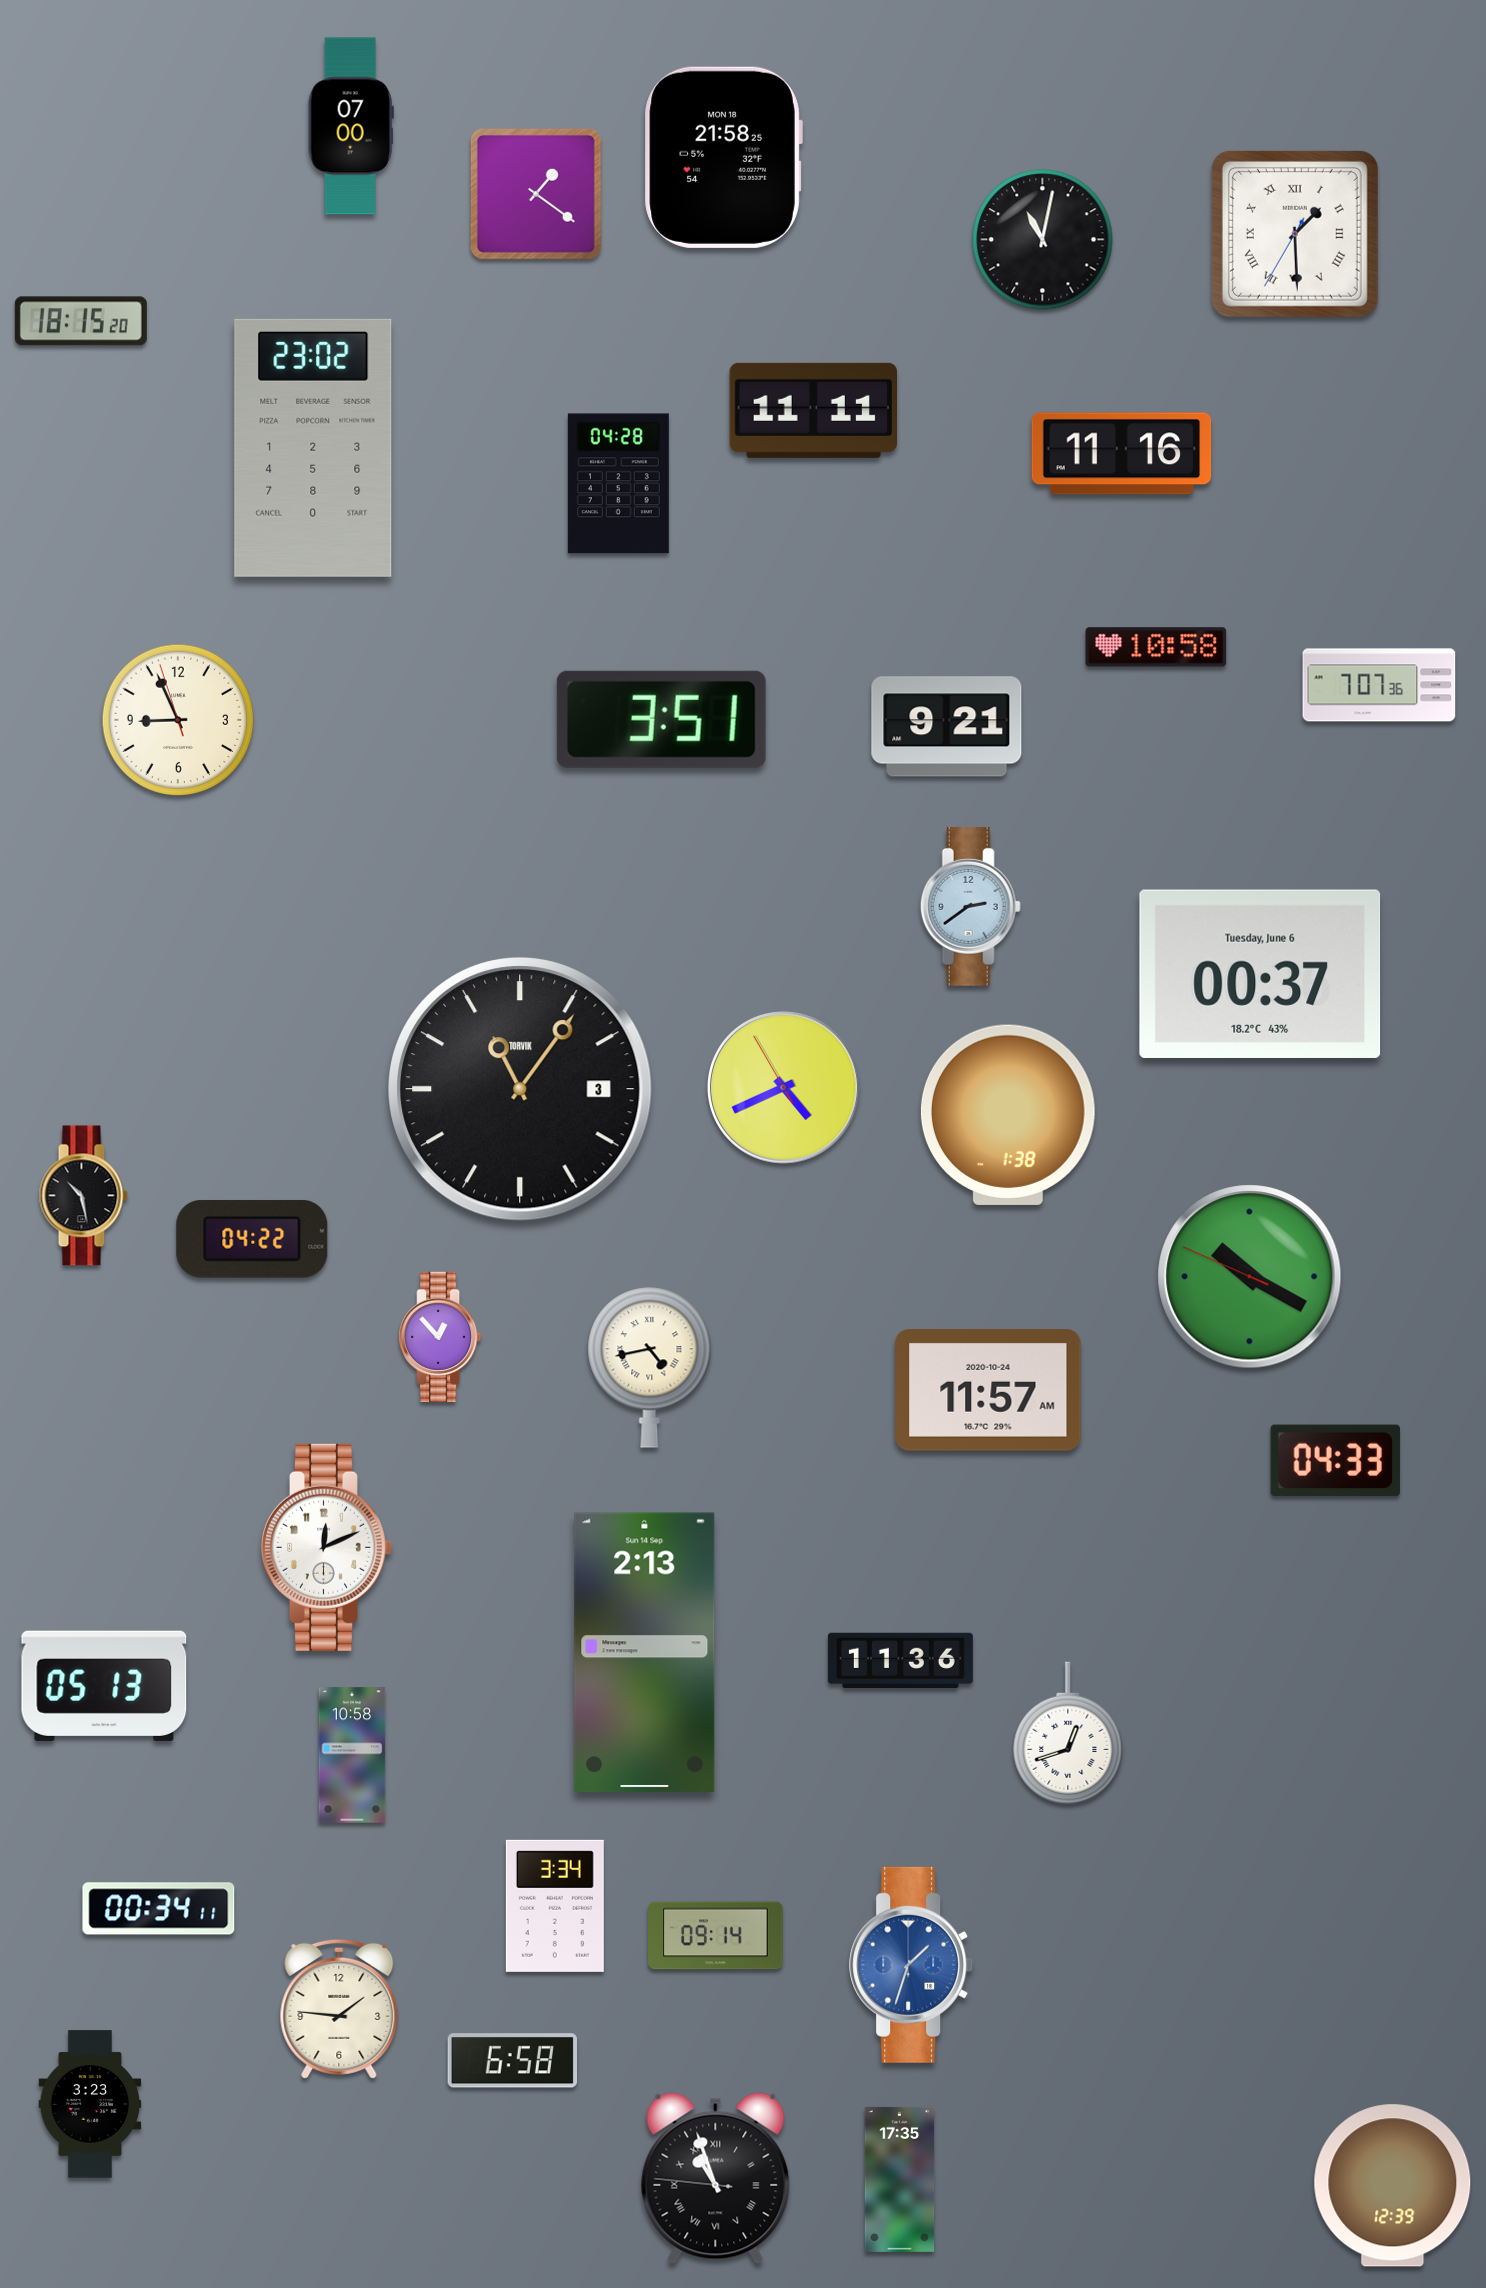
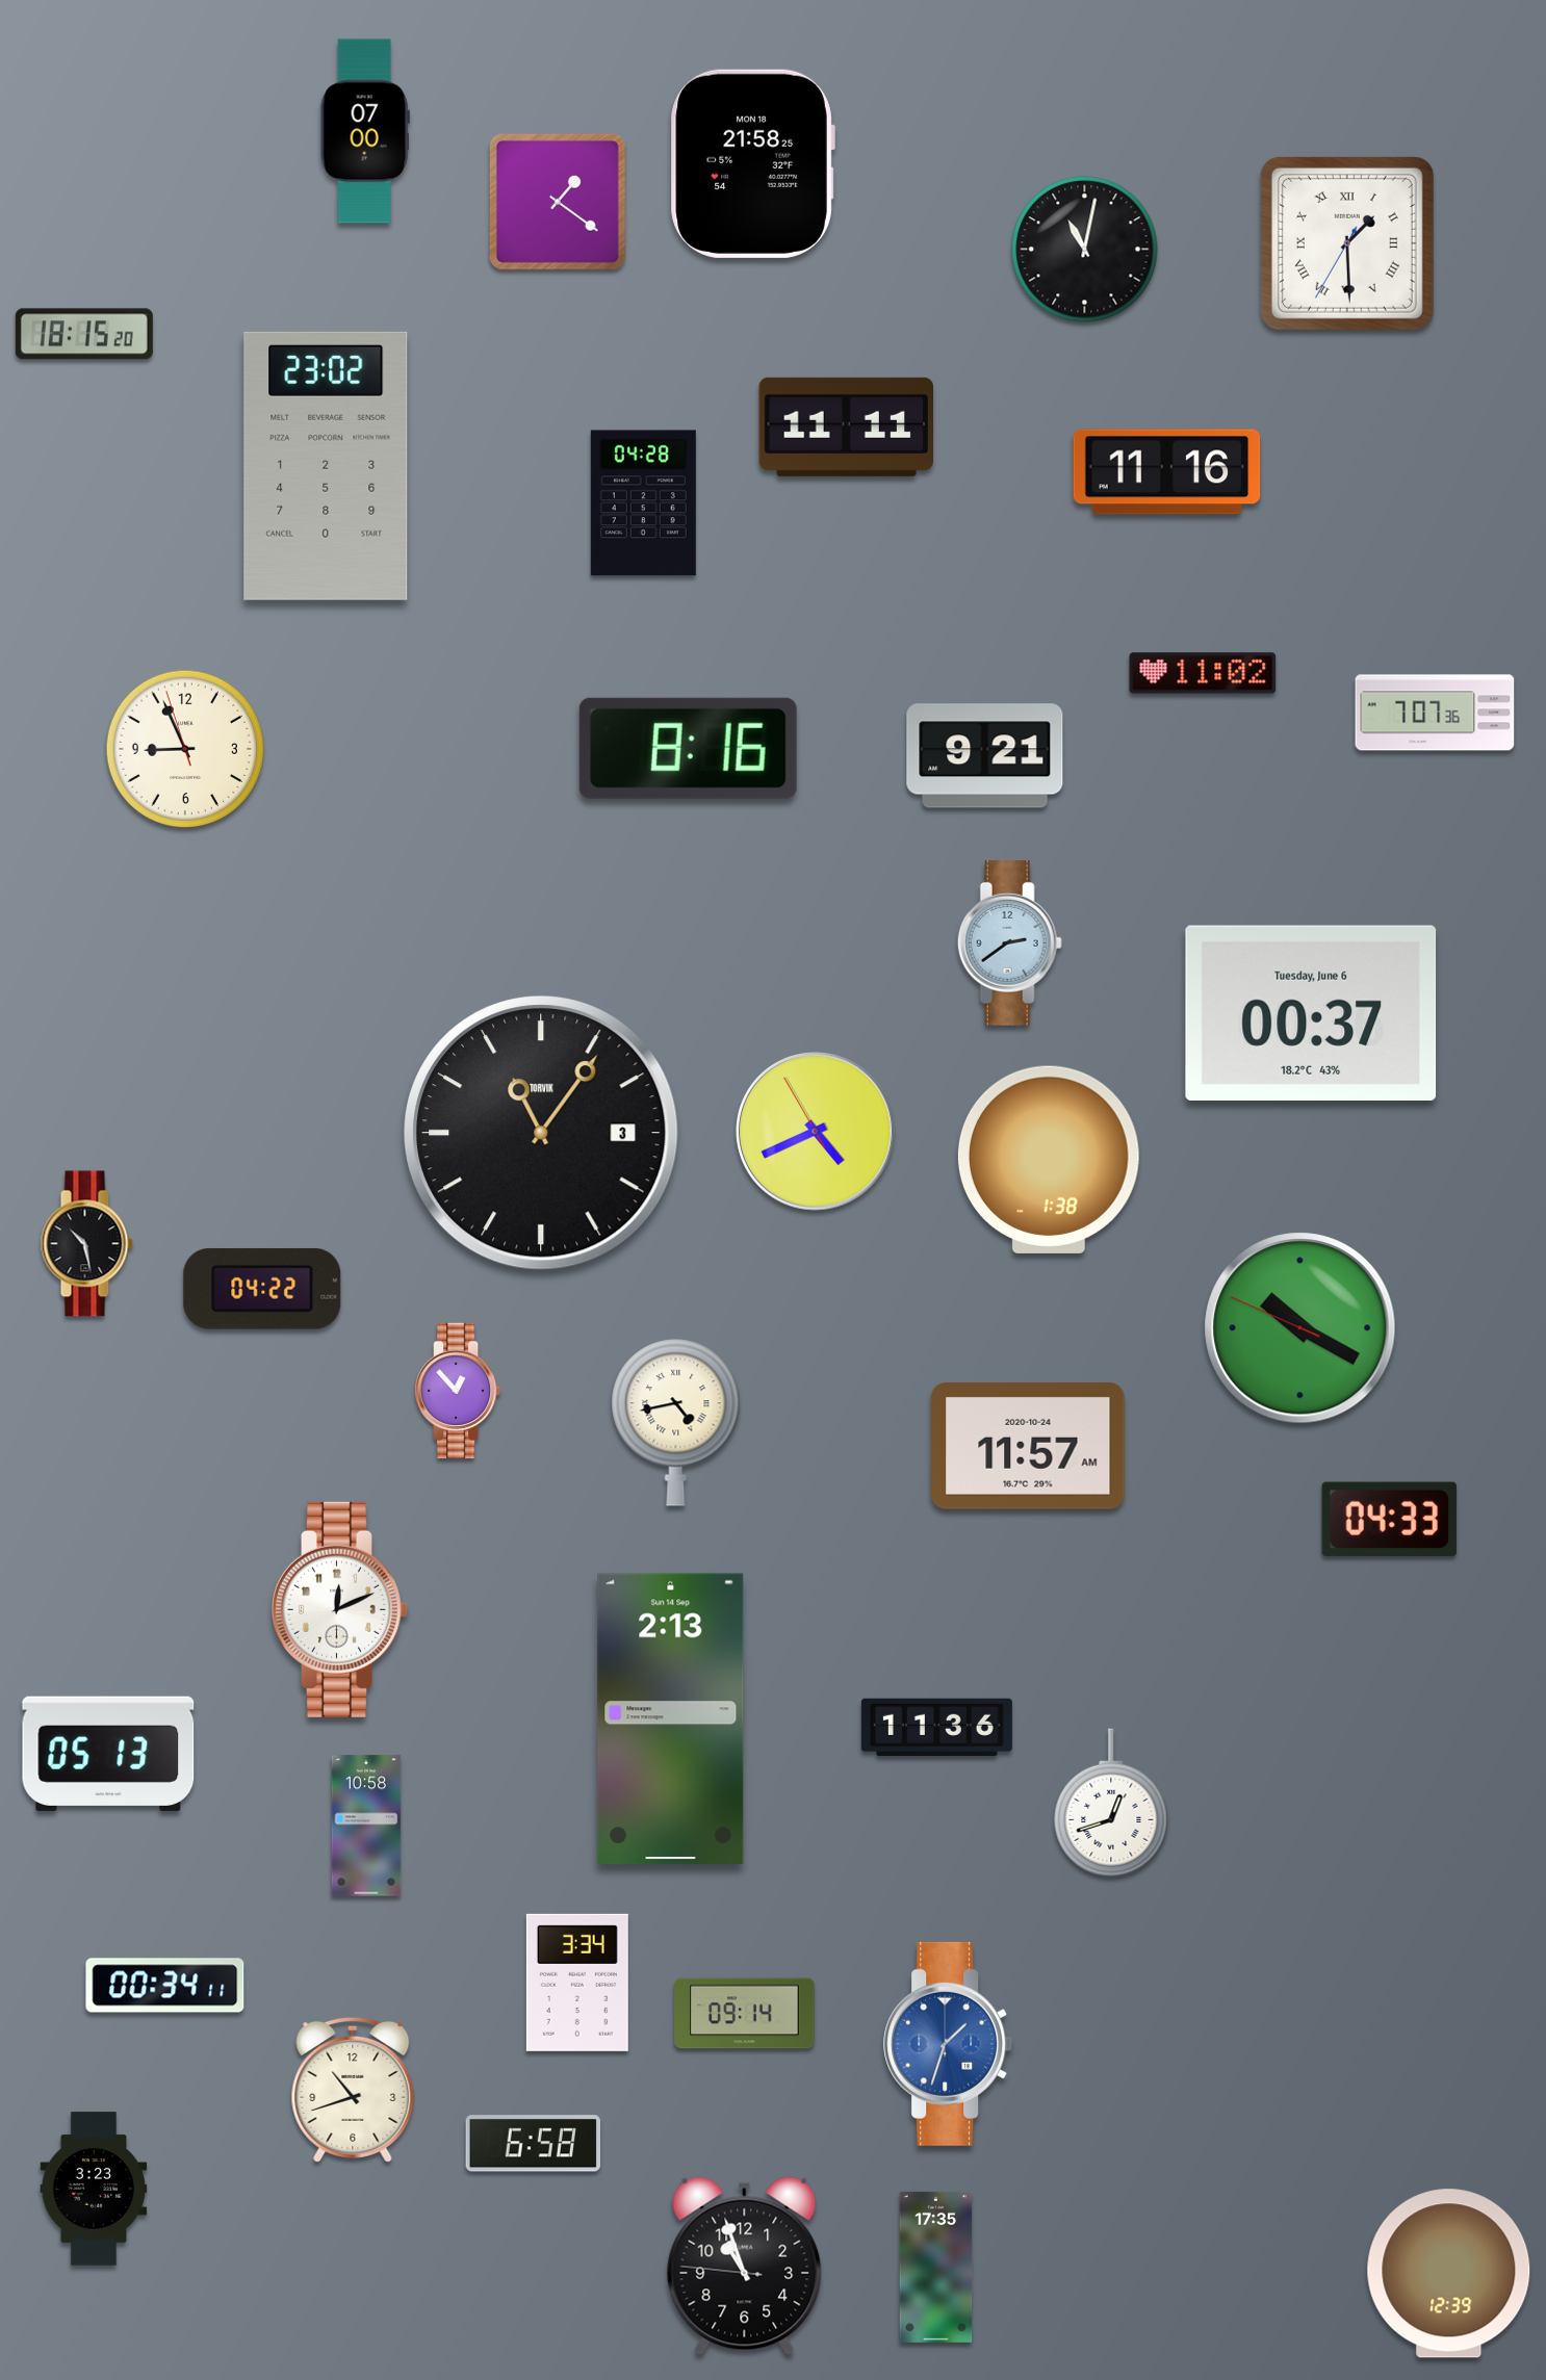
clock at (1156, 647): 10:58 -> 11:02
clock at (661, 719): 3:51 -> 8:16
clock at (339, 2009): 1:46 -> 10:42
clock at (716, 2179) numerals: Roman -> Arabic
